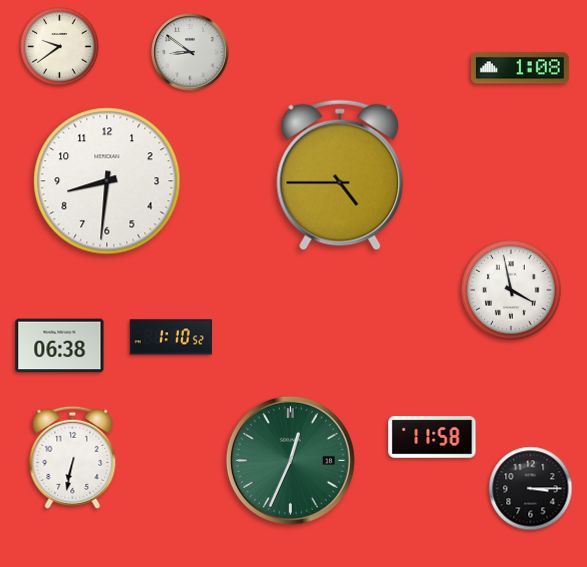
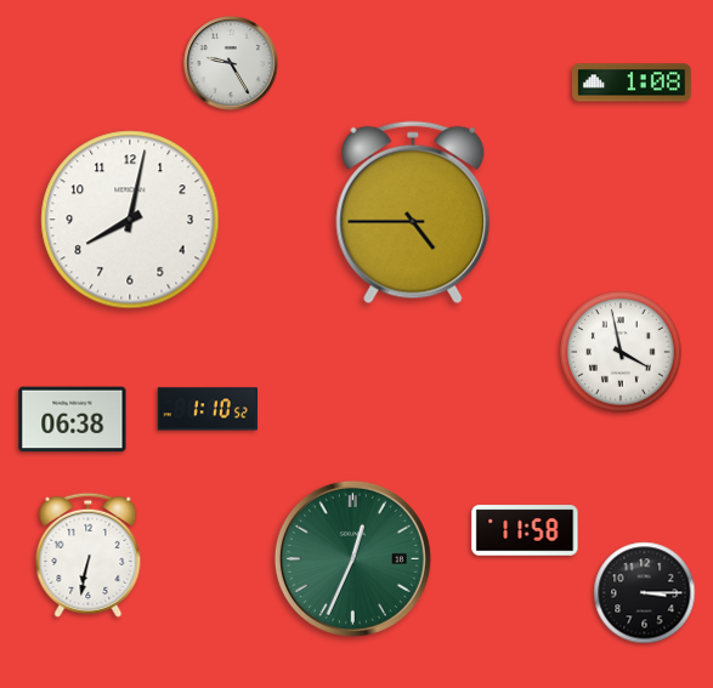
clock at (60, 47): 9:39 -> none
clock at (190, 52): 8:51 -> 9:25
clock at (107, 181): 8:31 -> 8:02
